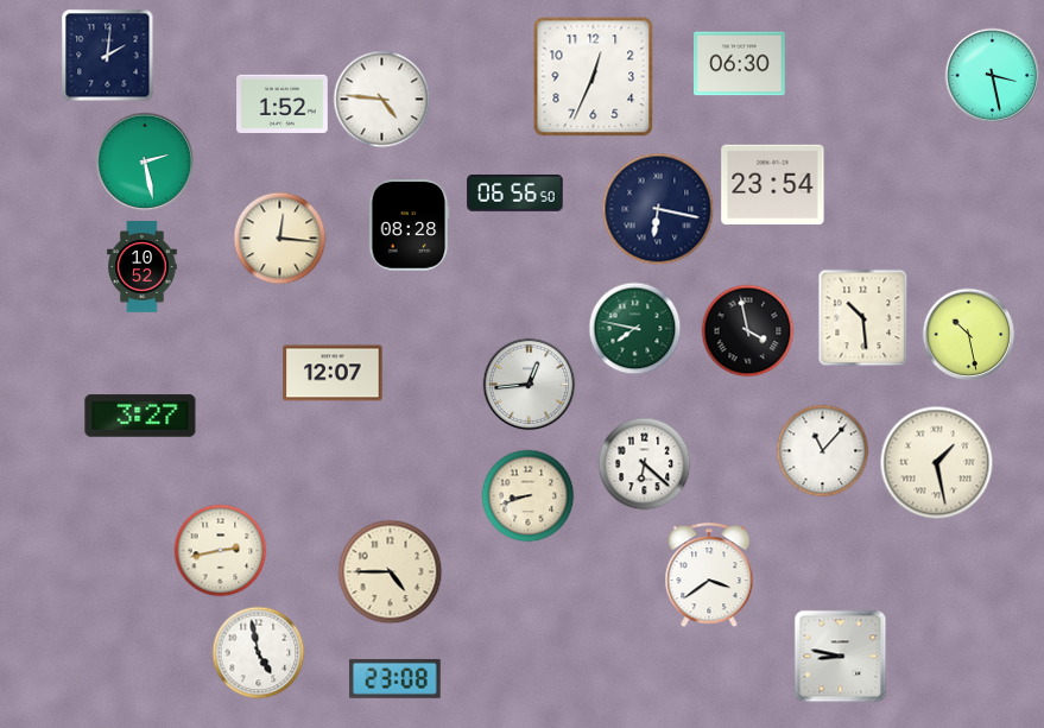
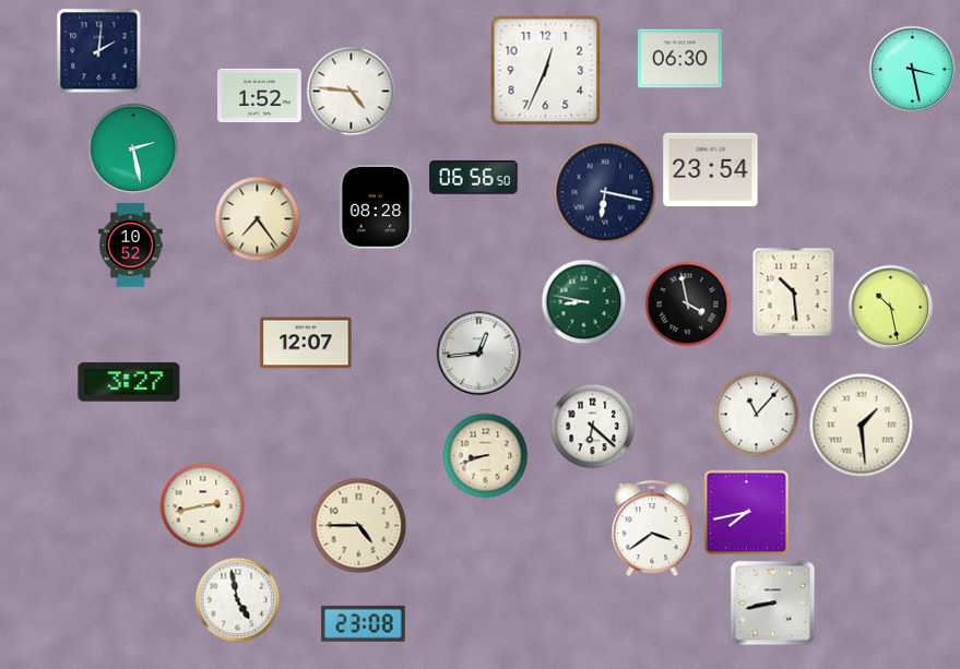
clock at (279, 238): 12:16 -> 7:24
clock at (634, 328): 7:47 -> 8:47
clock at (529, 384) position: (529, 384) -> (478, 353)
clock at (936, 462): 1:28 -> 1:29
clock at (746, 512): none -> 7:43
clock at (840, 656): 8:47 -> 8:43
